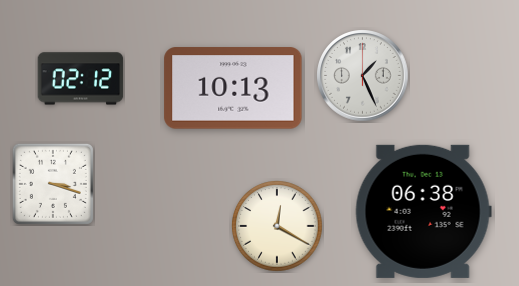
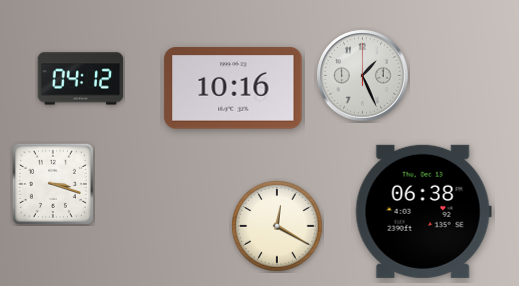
clock at (81, 79): 02:12 -> 04:12
clock at (233, 88): 10:13 -> 10:16
